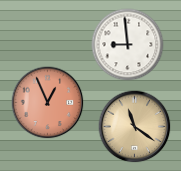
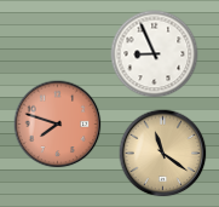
clock at (128, 45): 8:59 -> 8:56
clock at (48, 103): 12:56 -> 7:48
